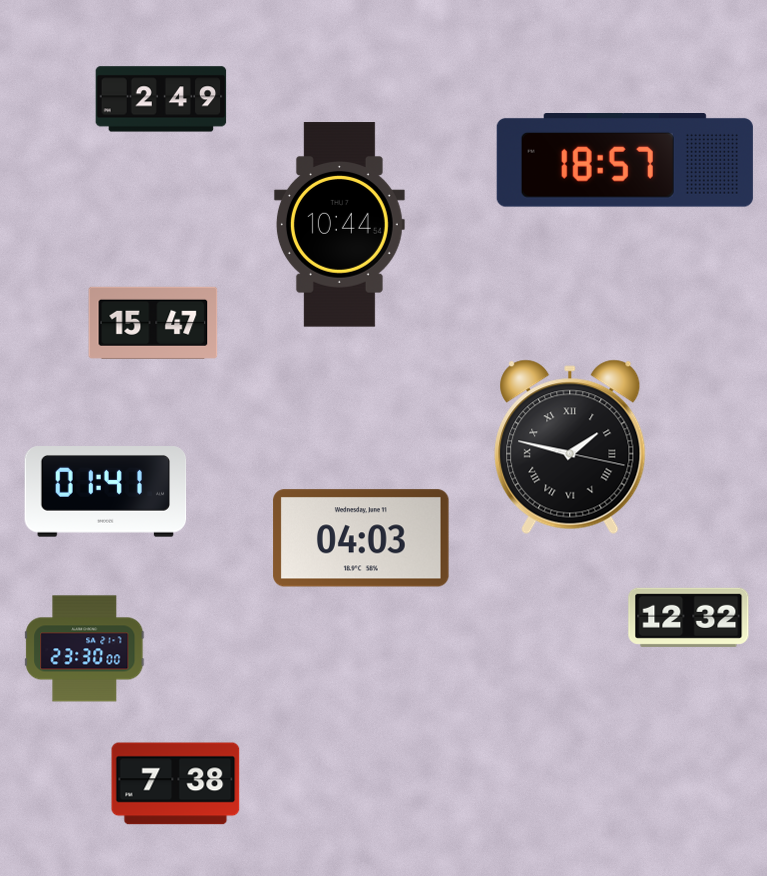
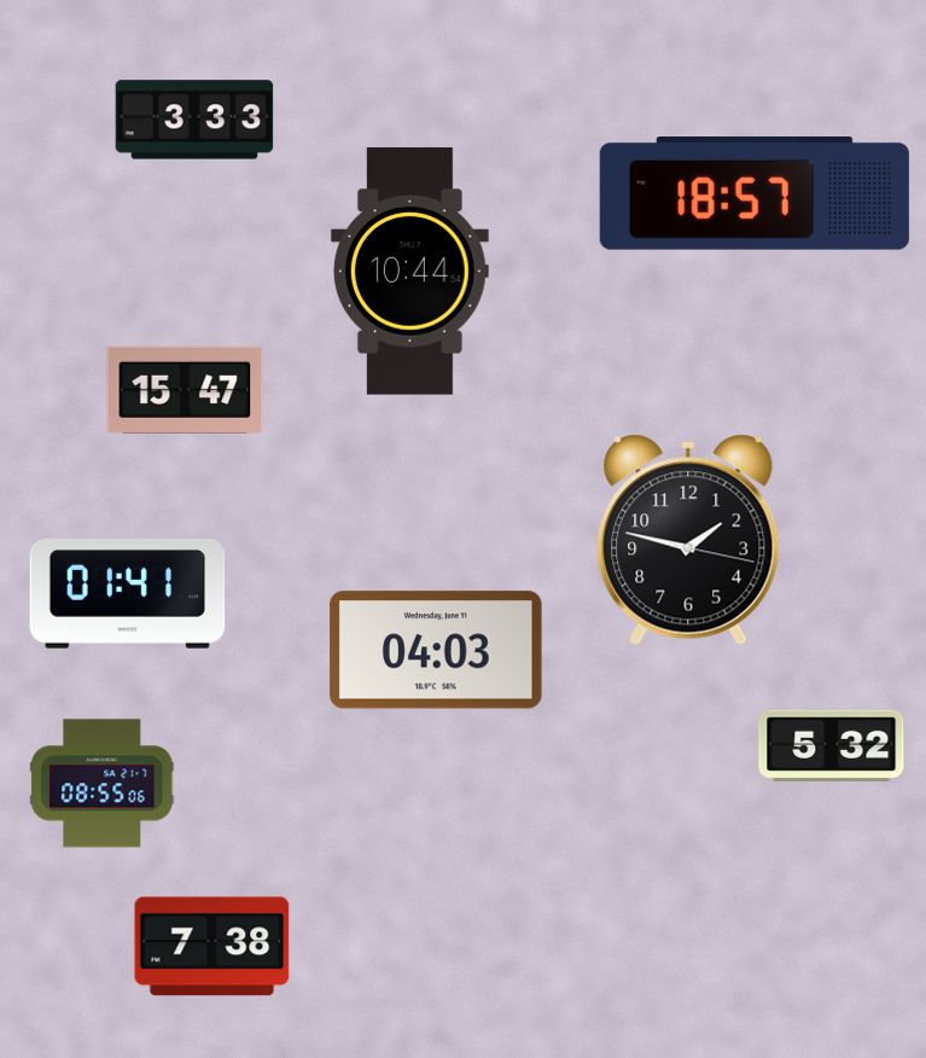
clock at (161, 99): 2:49 -> 3:33
clock at (570, 447) numerals: Roman -> Arabic
clock at (689, 617): 12:32 -> 5:32
clock at (85, 649): 23:30 -> 08:55
